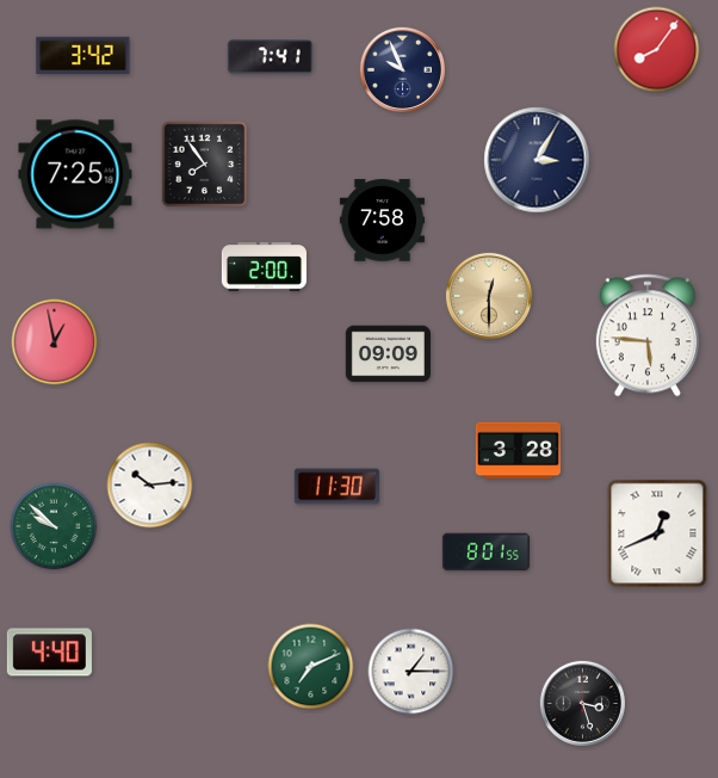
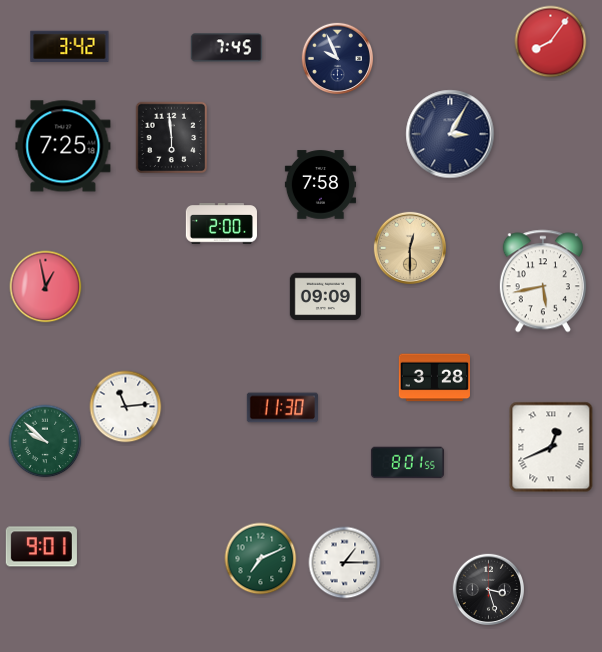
clock at (270, 57): 7:41 -> 7:45
clock at (205, 165): 7:54 -> 5:59
clock at (648, 335): 5:46 -> 5:43
clock at (150, 486): 10:14 -> 11:14
clock at (49, 653): 4:40 -> 9:01
